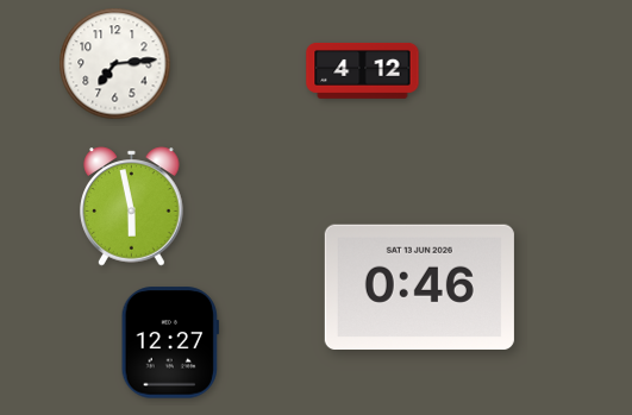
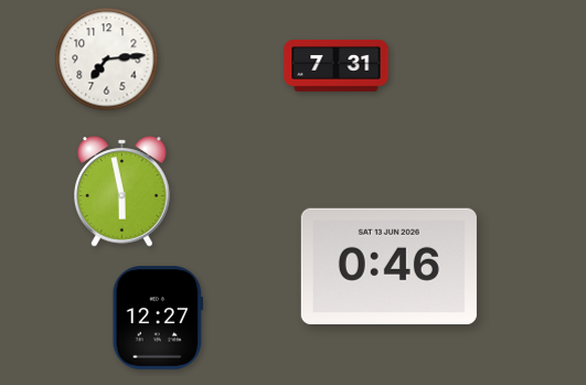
clock at (363, 70): 4:12 -> 7:31
